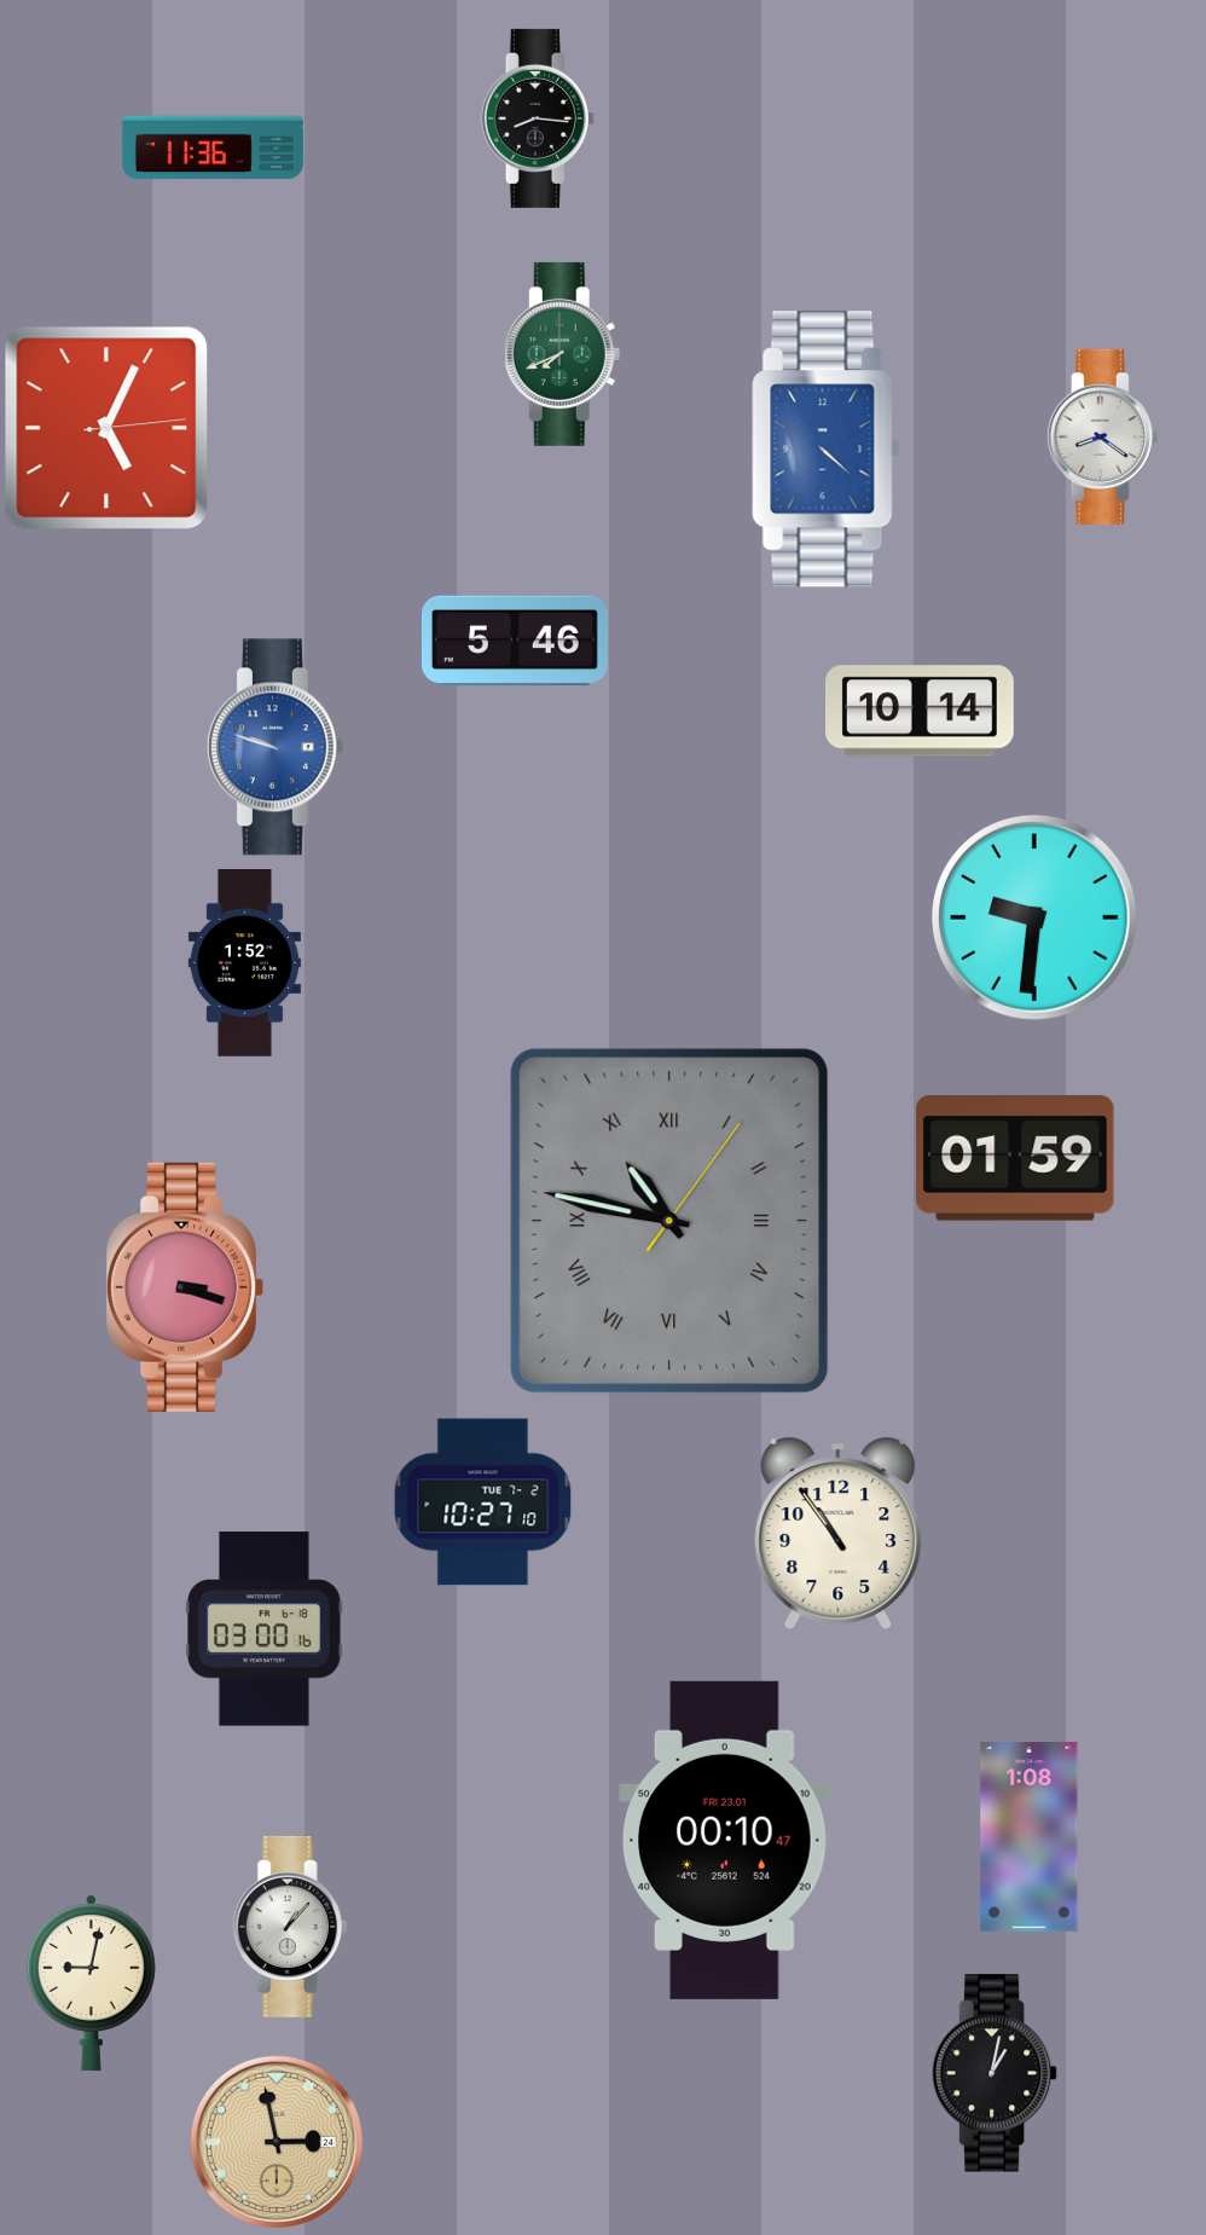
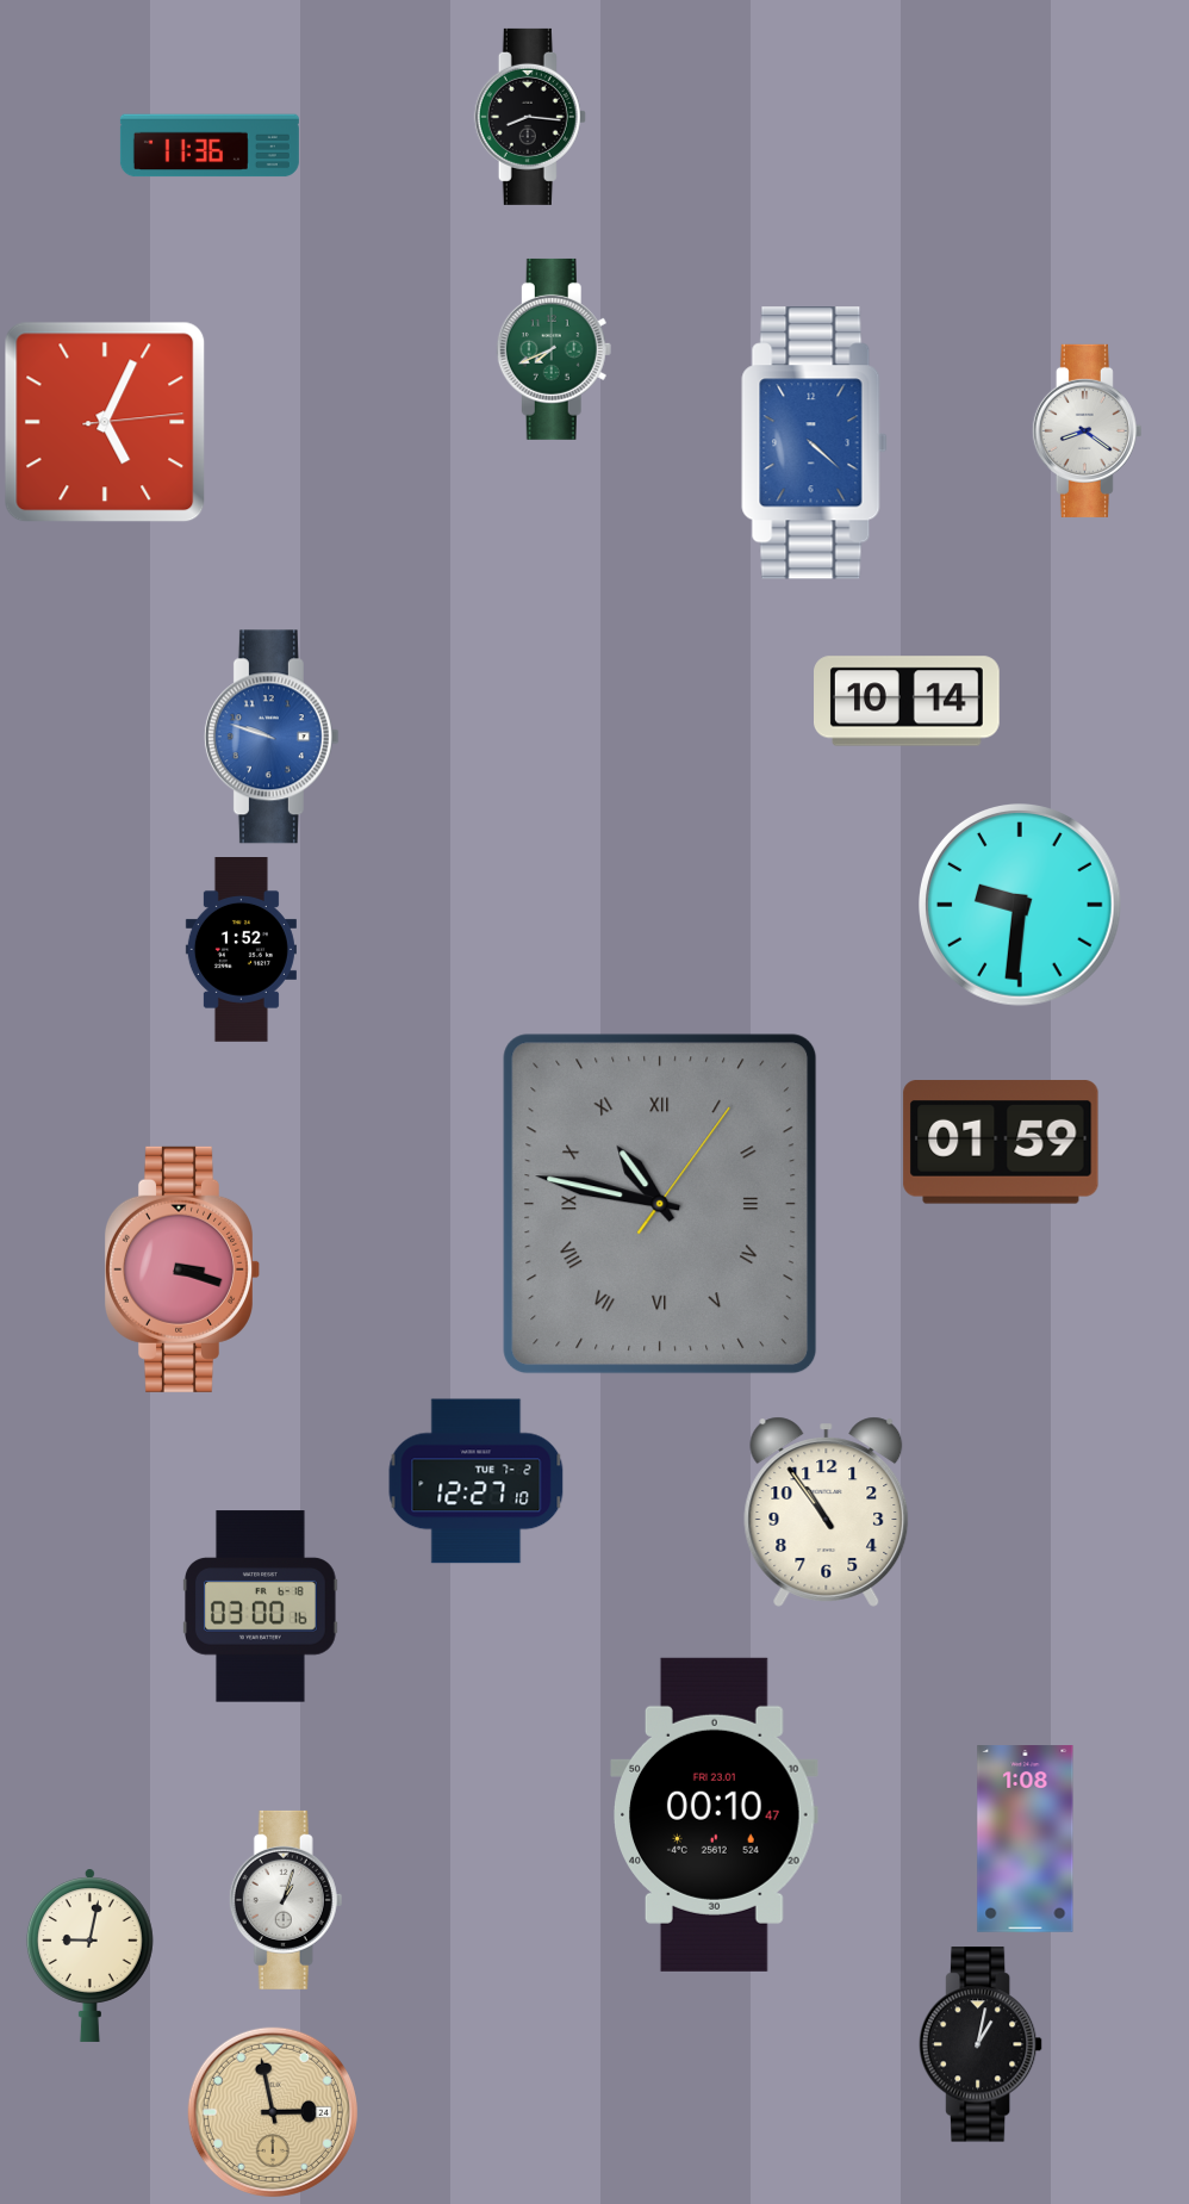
clock at (515, 641): 5:46 -> none
clock at (483, 1502): 10:27 -> 12:27
clock at (1030, 1837) position: (1030, 1837) -> (1026, 1839)
clock at (290, 1927): 1:07 -> 1:03
